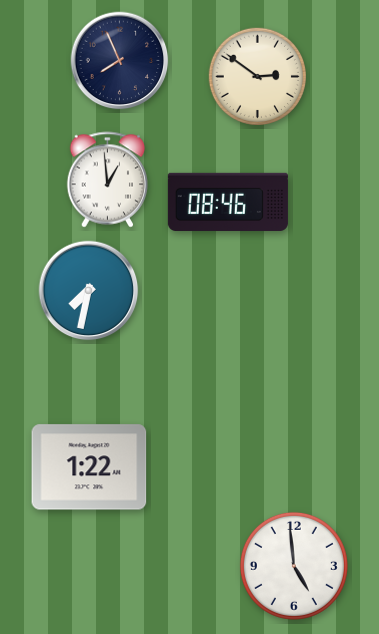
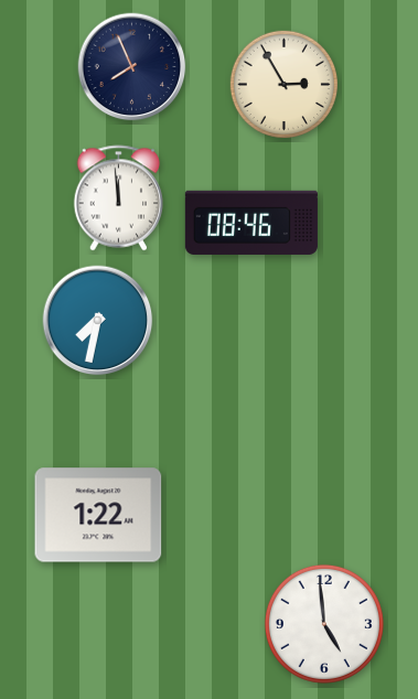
clock at (257, 76): 2:51 -> 2:55
clock at (108, 180): 12:59 -> 11:59
